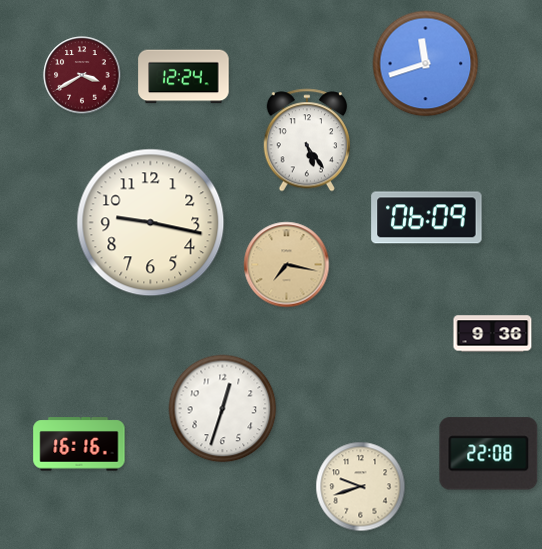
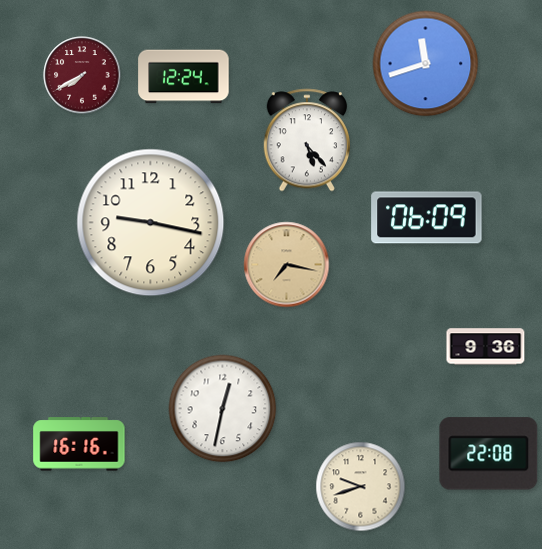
clock at (82, 75): 3:40 -> 7:40
clock at (306, 140): 5:24 -> 5:23
clock at (493, 334) position: (493, 334) -> (486, 347)
clock at (223, 409): 12:33 -> 12:32
